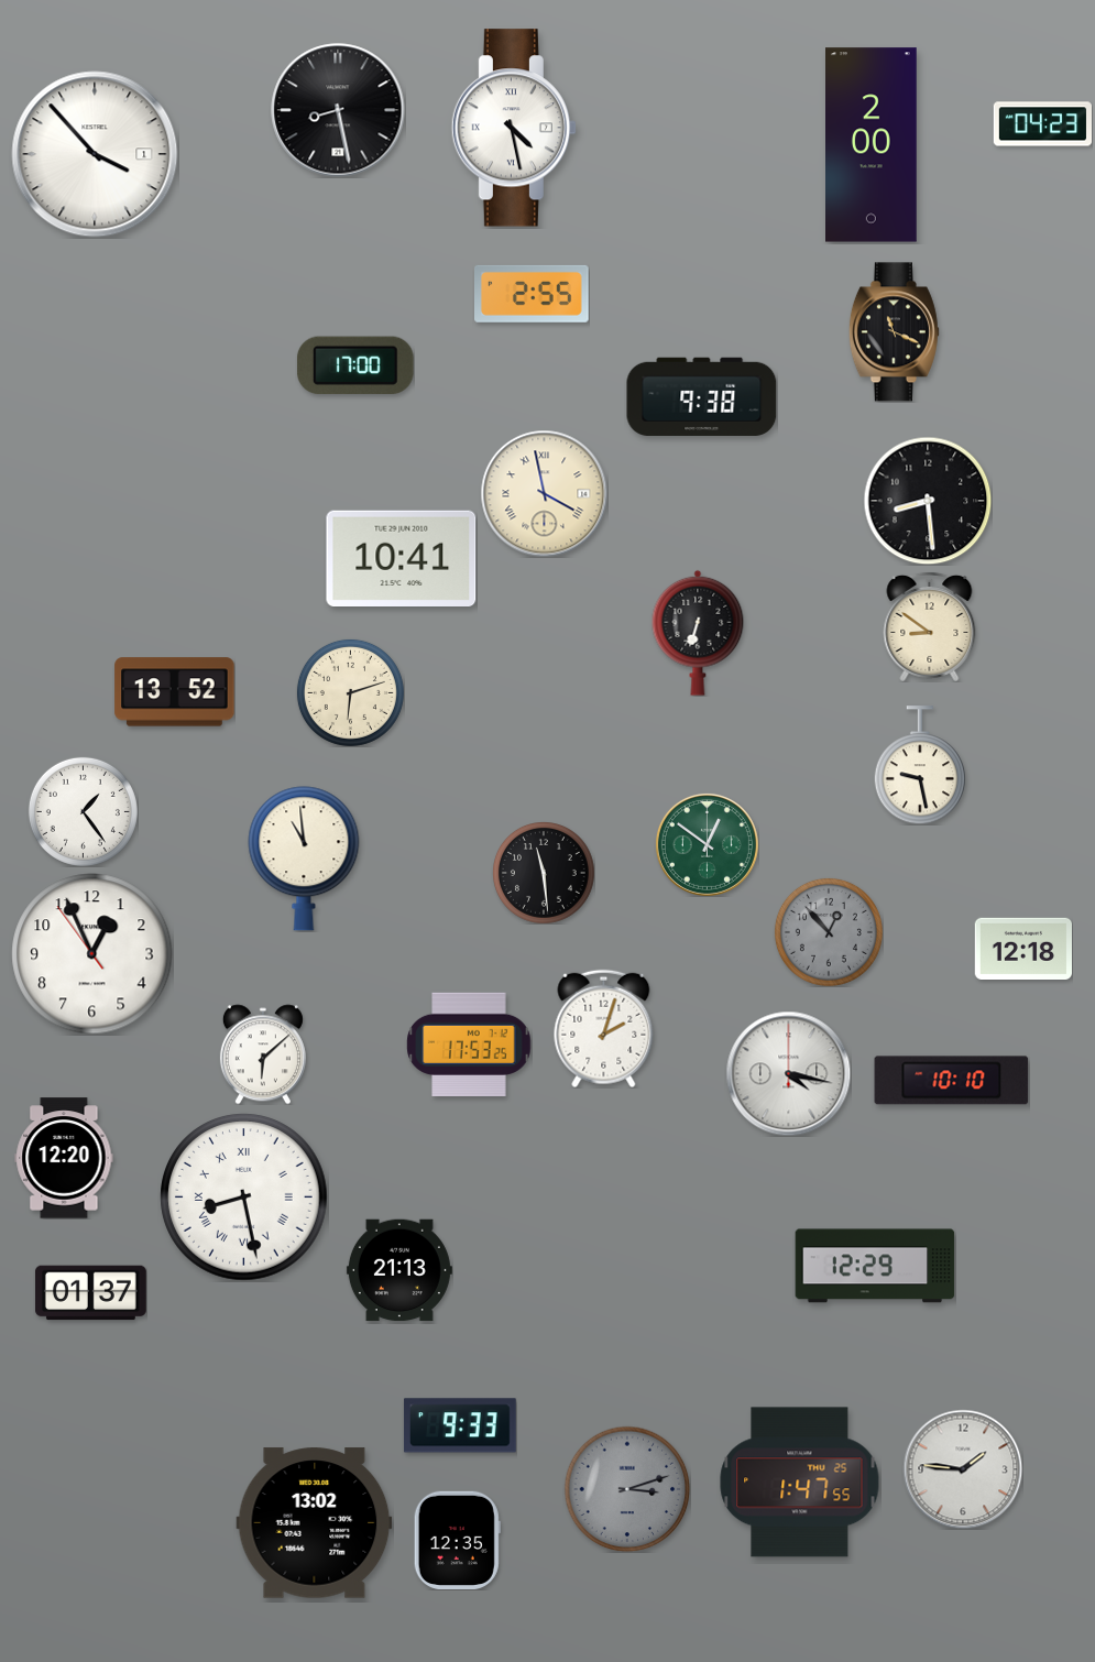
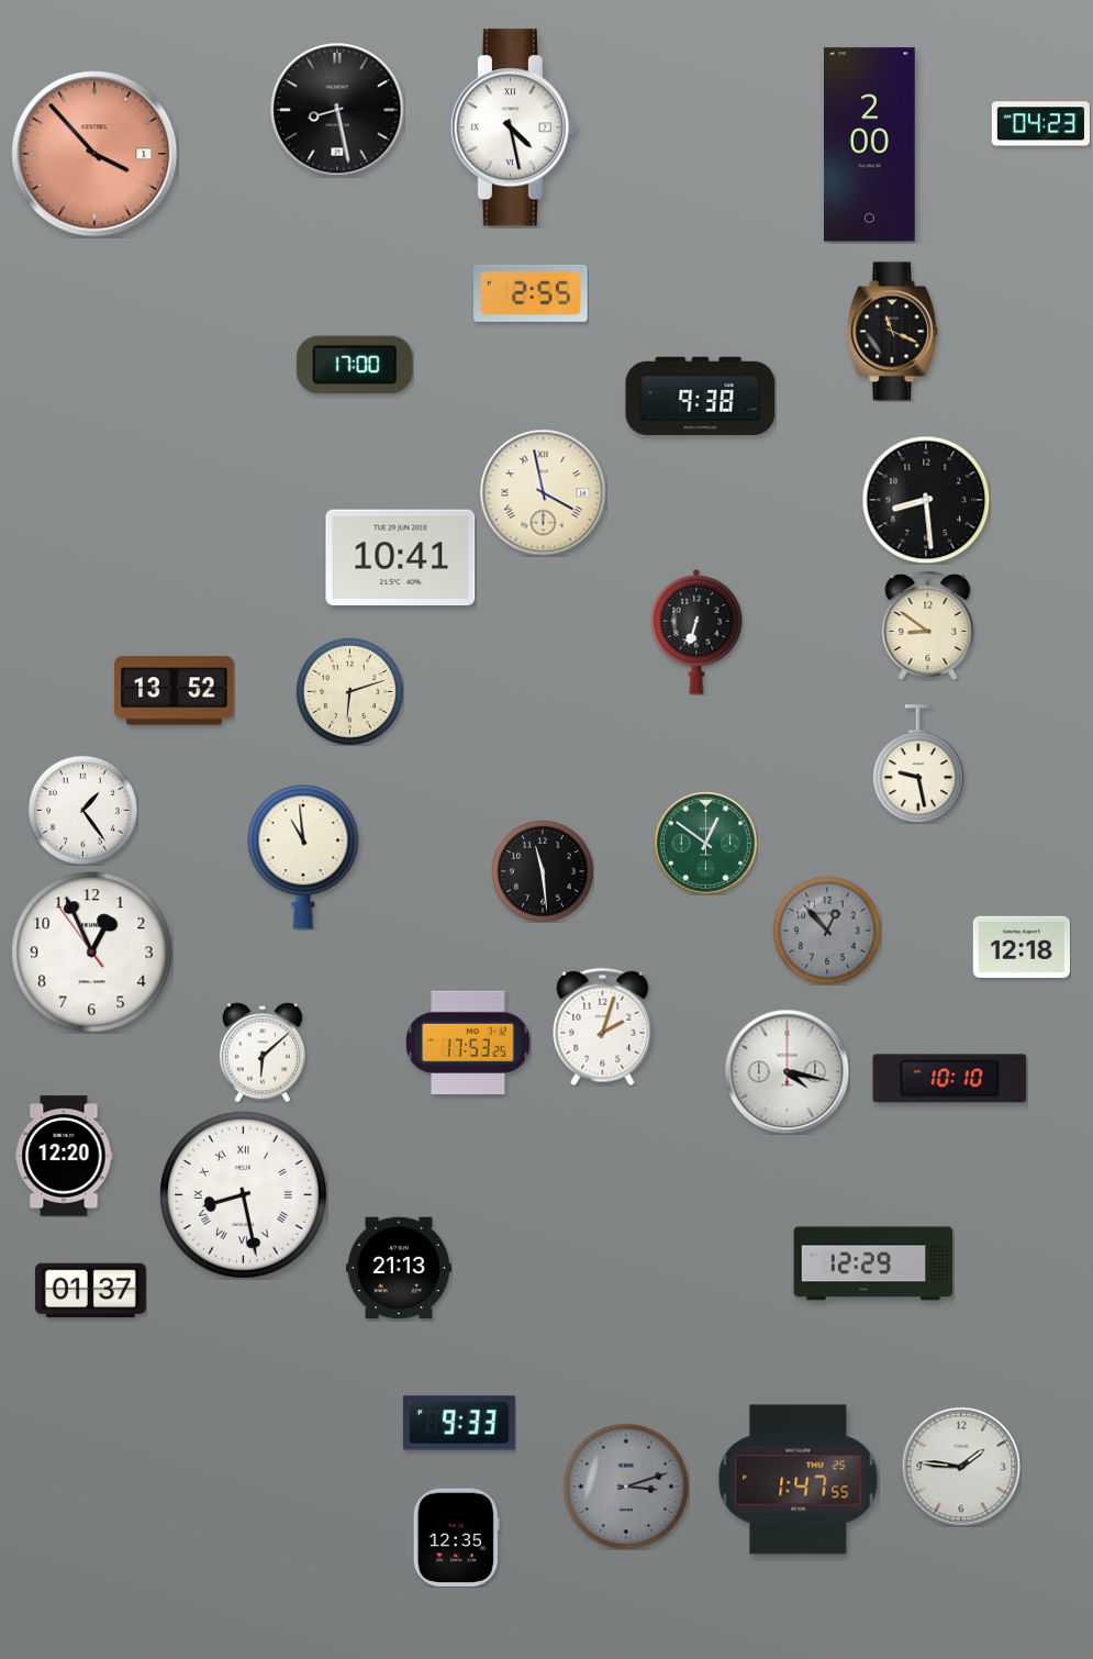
clock at (95, 154) dial: white -> salmon
clock at (315, 1523): 13:02 -> none
